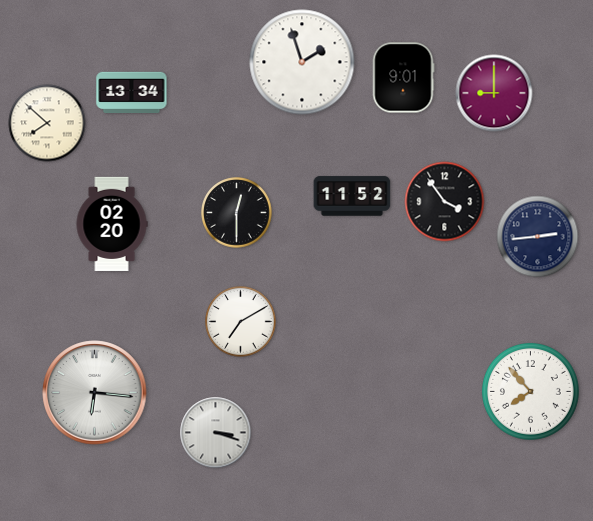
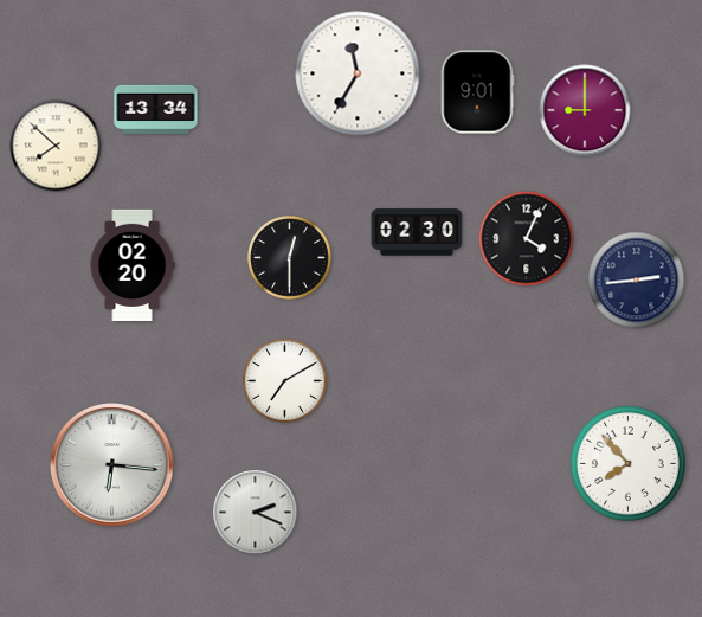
clock at (302, 62): 1:57 -> 11:35
clock at (352, 196): 11:52 -> 02:30
clock at (445, 202): 3:54 -> 4:04
clock at (237, 213) position: (237, 213) -> (290, 258)
clock at (216, 433): 3:18 -> 2:19
